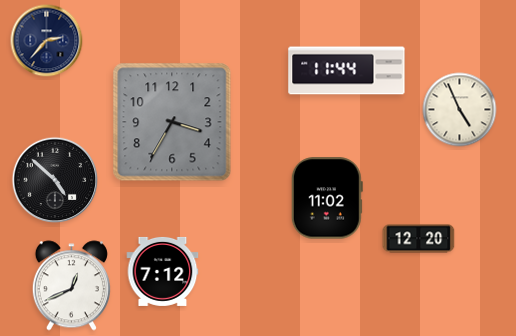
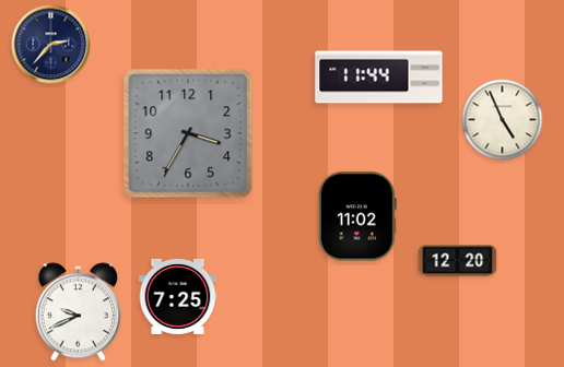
clock at (55, 180): 4:52 -> none
clock at (163, 271): 7:12 -> 7:25
clock at (71, 286): 12:41 -> 9:41
